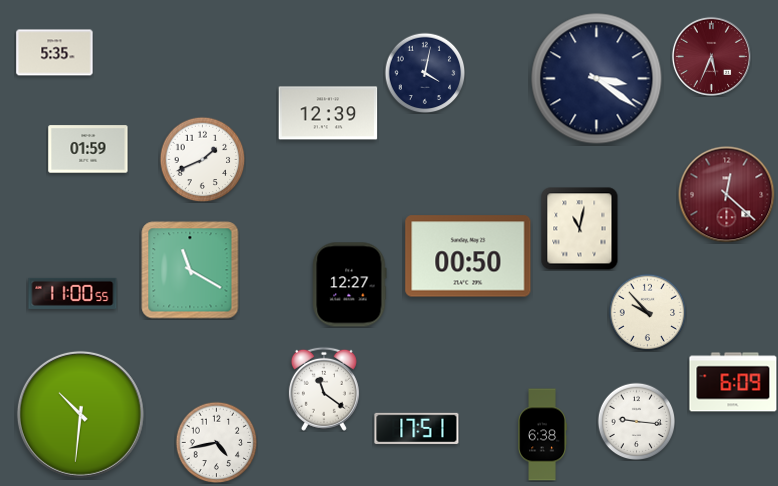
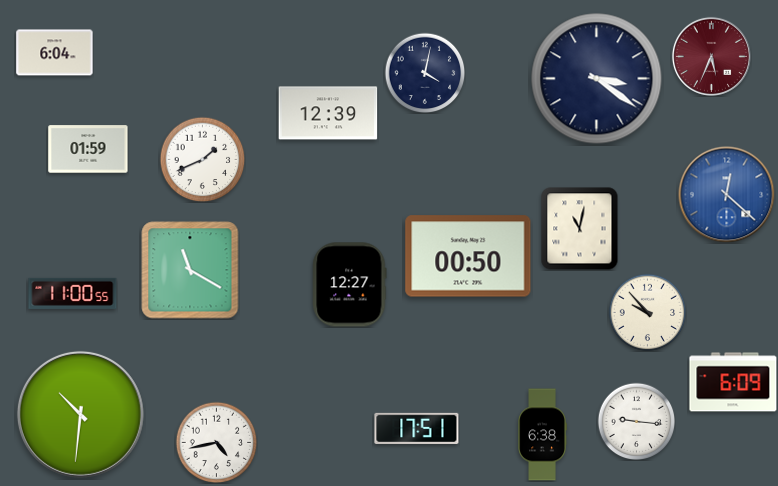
clock at (55, 53): 5:35 -> 6:04
clock at (727, 195) dial: burgundy -> blue
clock at (324, 389): 11:21 -> none
